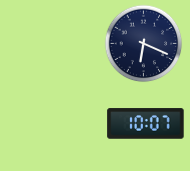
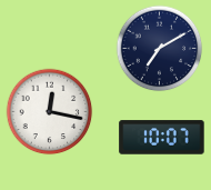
clock at (143, 43): 6:19 -> 7:10
clock at (49, 111): none -> 12:17
